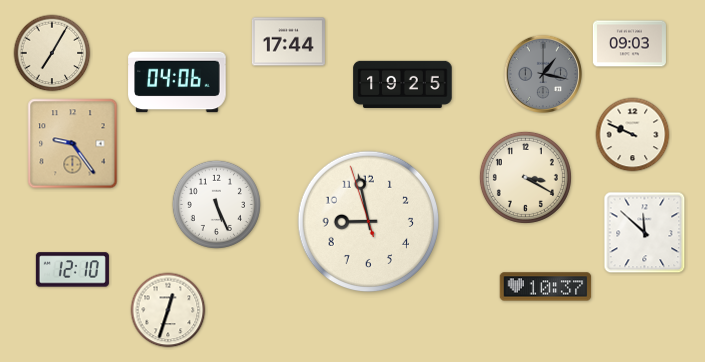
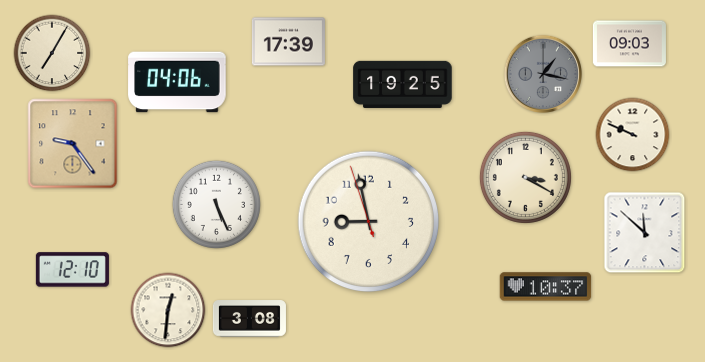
clock at (288, 42): 17:44 -> 17:39
clock at (168, 310): 12:33 -> 12:31
clock at (249, 319): none -> 3:08
